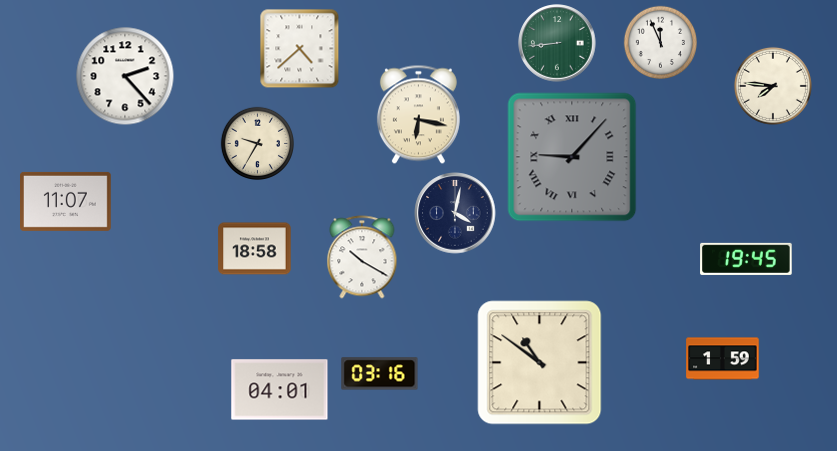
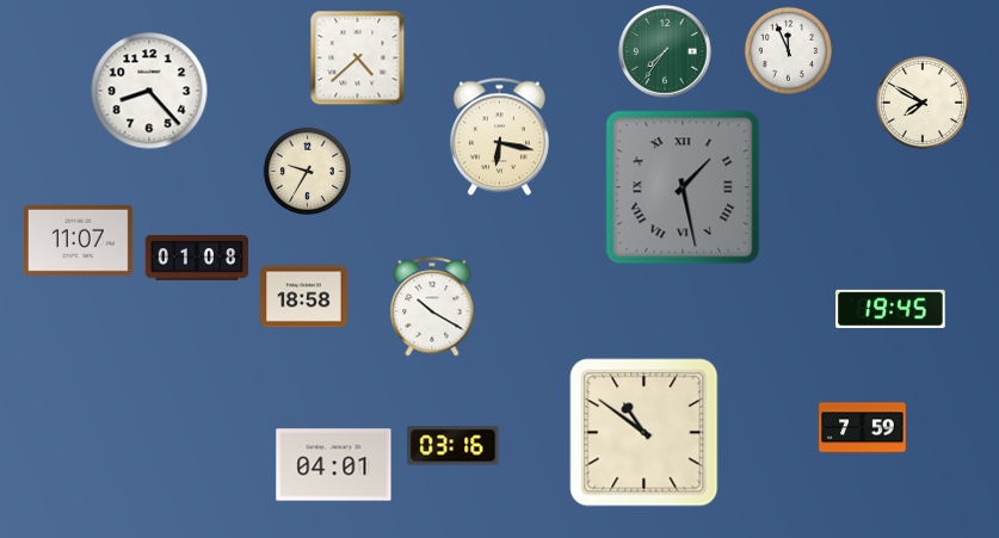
clock at (557, 43): 8:44 -> 7:36
clock at (125, 76): 2:23 -> 8:23
clock at (773, 86): 7:46 -> 7:50
clock at (572, 157): 9:07 -> 1:28
clock at (455, 213): 4:02 -> none
clock at (197, 258): none -> 01:08
clock at (723, 359): 1:59 -> 7:59
